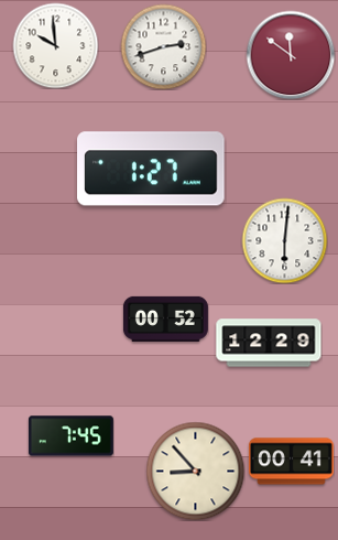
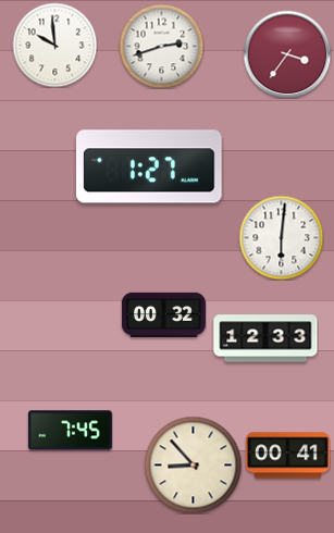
clock at (291, 55): 11:51 -> 3:36
clock at (165, 318): 00:52 -> 00:32
clock at (269, 343): 12:29 -> 12:33
